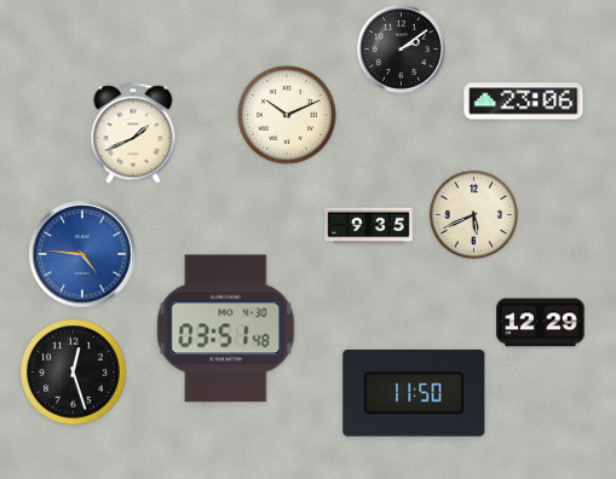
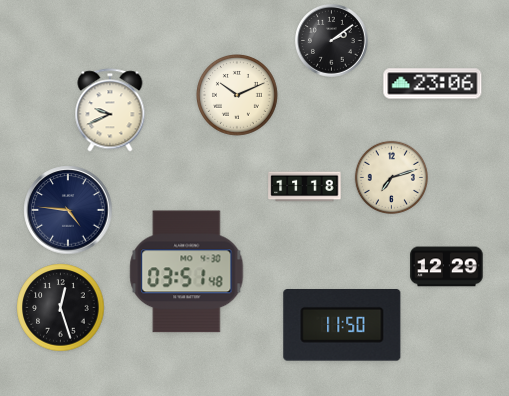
clock at (133, 133): 1:41 -> 9:41
clock at (473, 214): 5:41 -> 7:12
clock at (369, 226): 9:35 -> 11:18
clock at (82, 254) dial: blue -> navy
